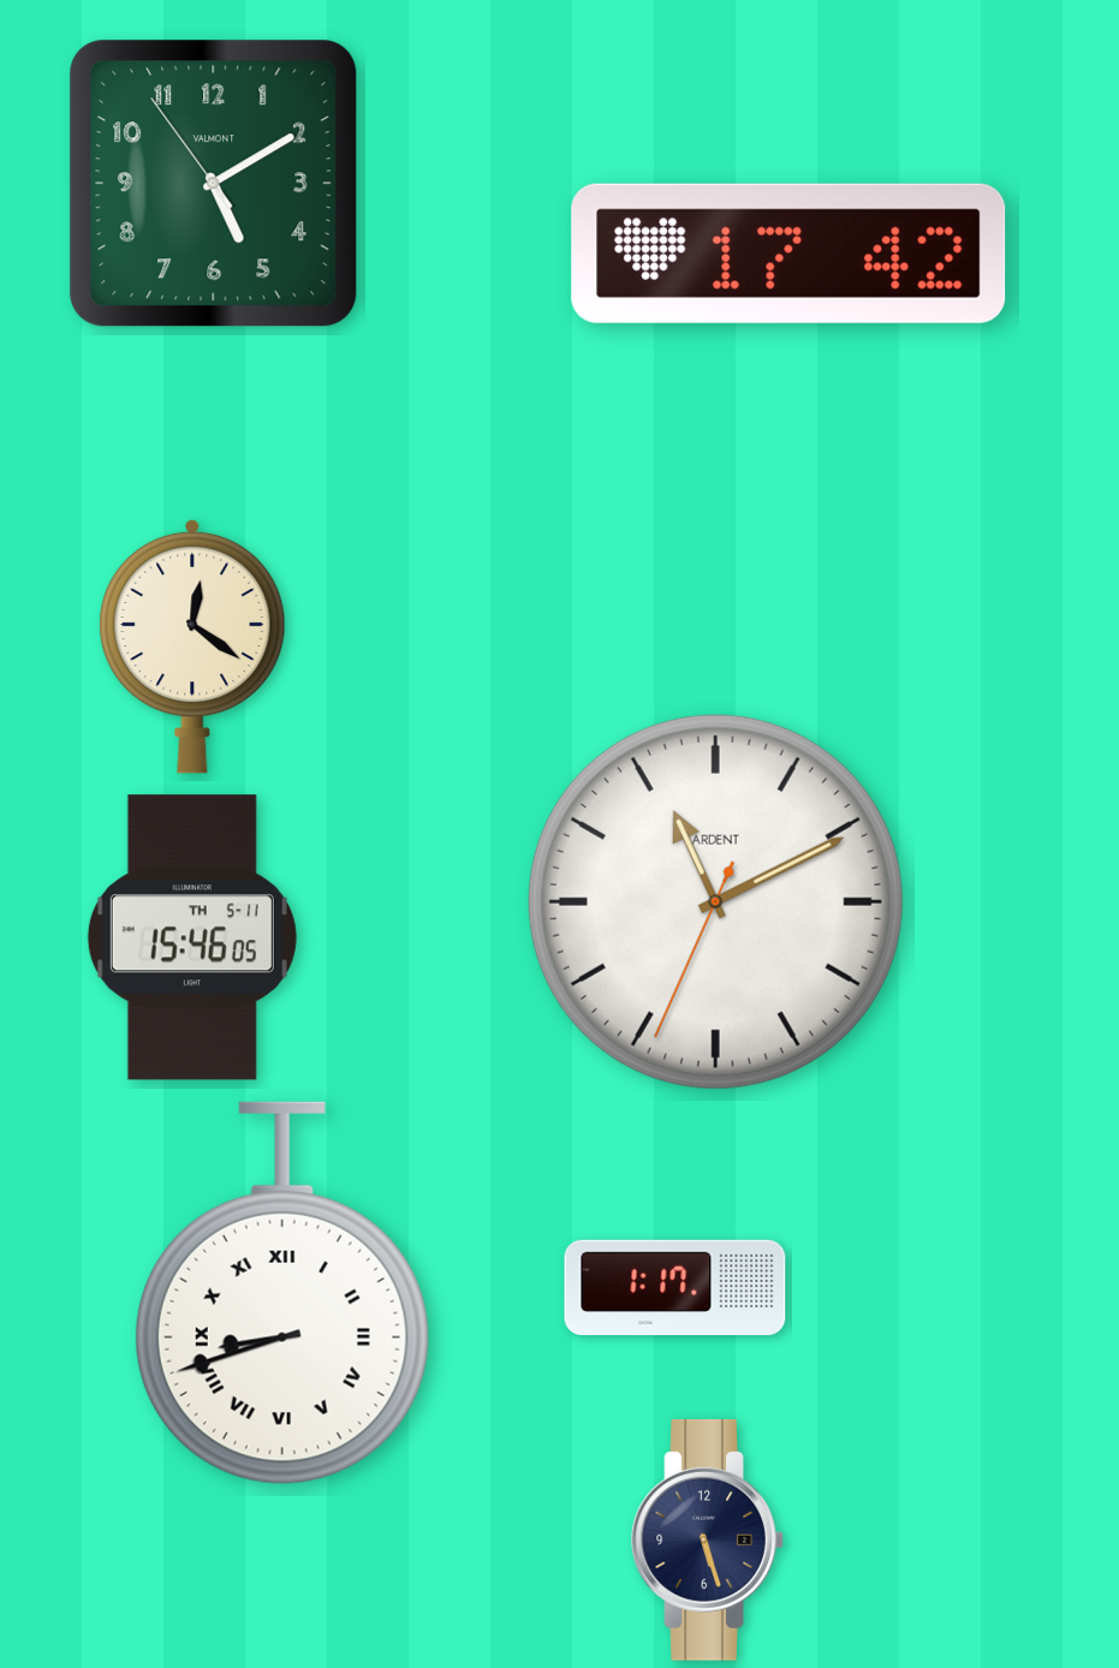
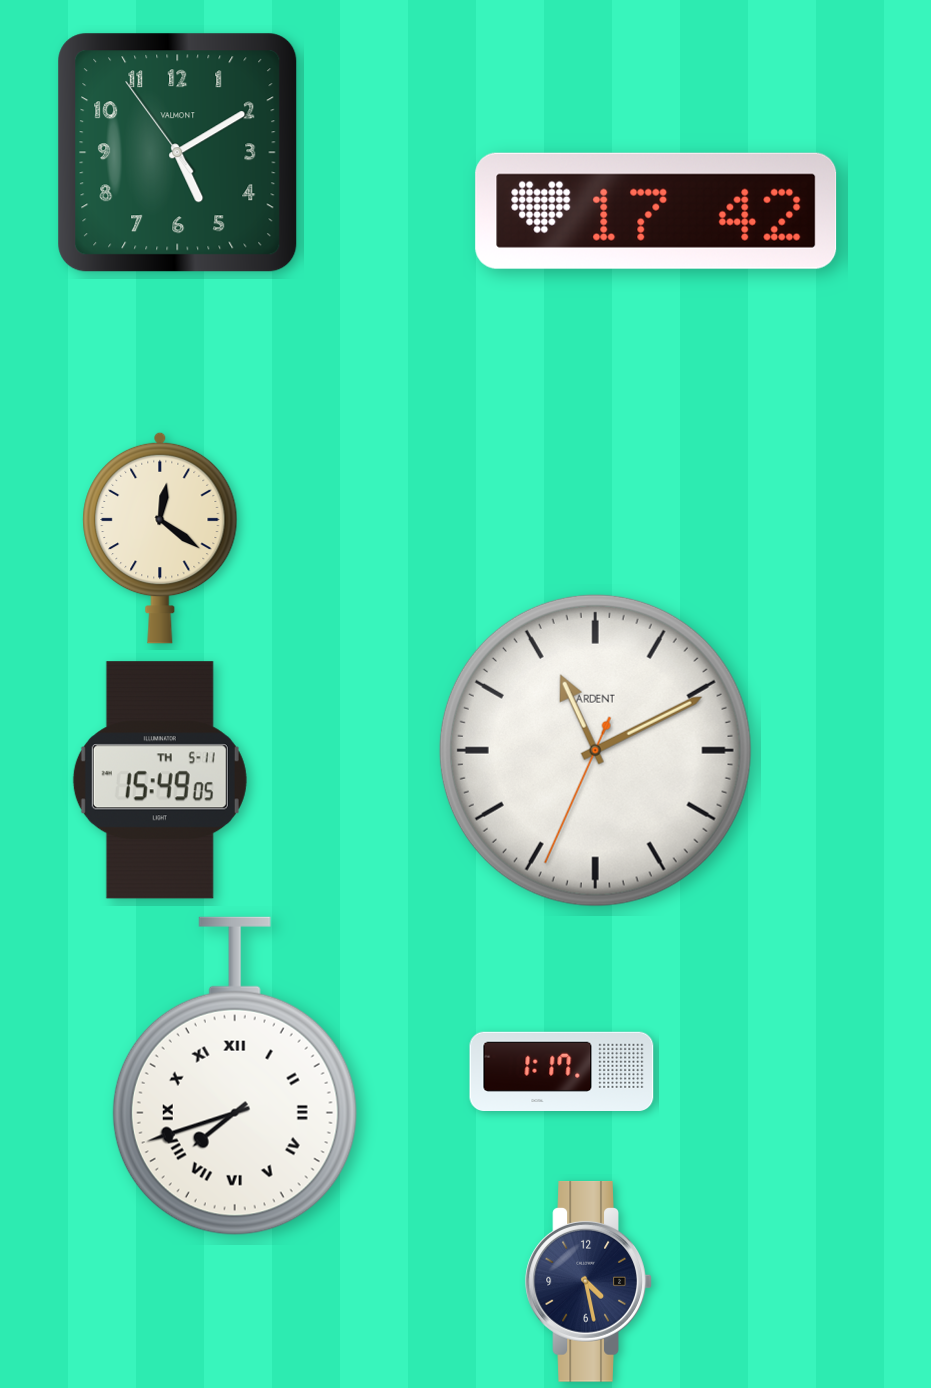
clock at (192, 937): 15:46 -> 15:49
clock at (282, 1293): 8:42 -> 7:42
clock at (708, 1541): 5:27 -> 4:28
